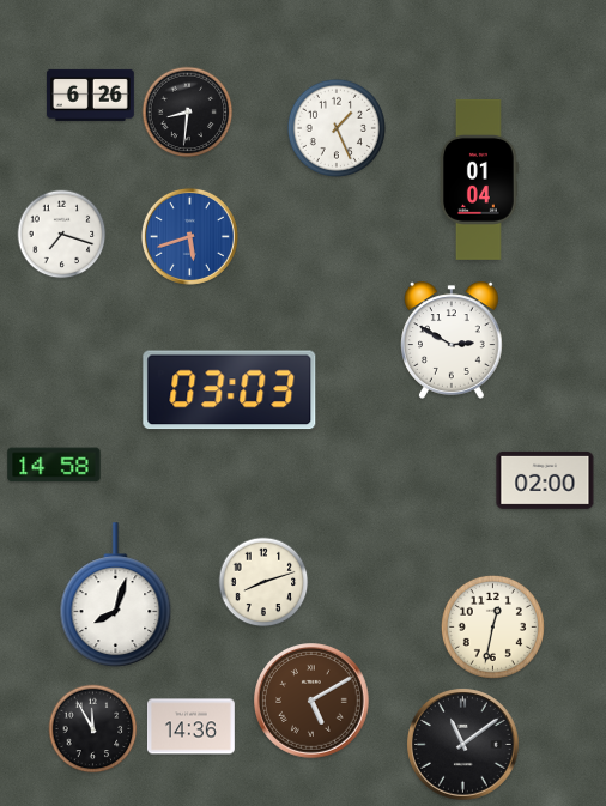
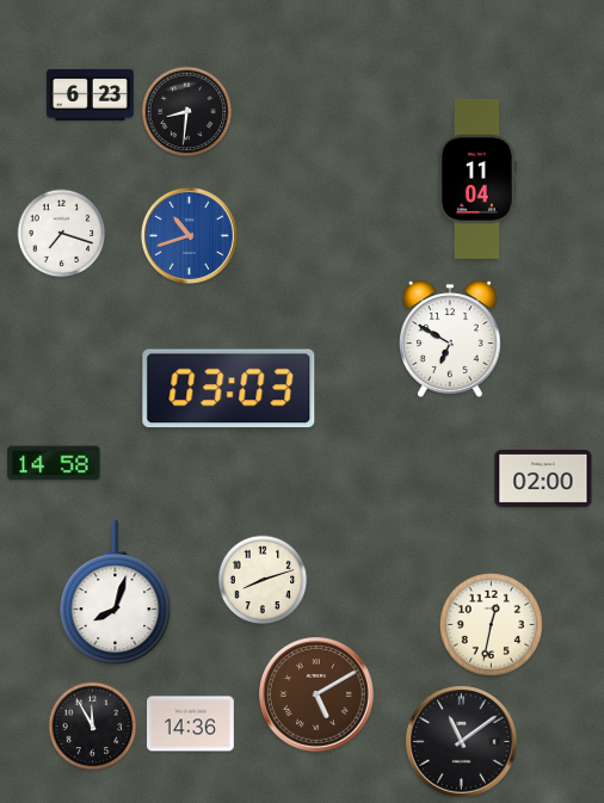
clock at (90, 95): 6:26 -> 6:23
clock at (337, 128): 1:26 -> none
clock at (480, 180): 01:04 -> 11:04
clock at (189, 236): 5:42 -> 10:42
clock at (453, 340): 2:50 -> 6:50
clock at (313, 702) position: (313, 702) -> (318, 696)
